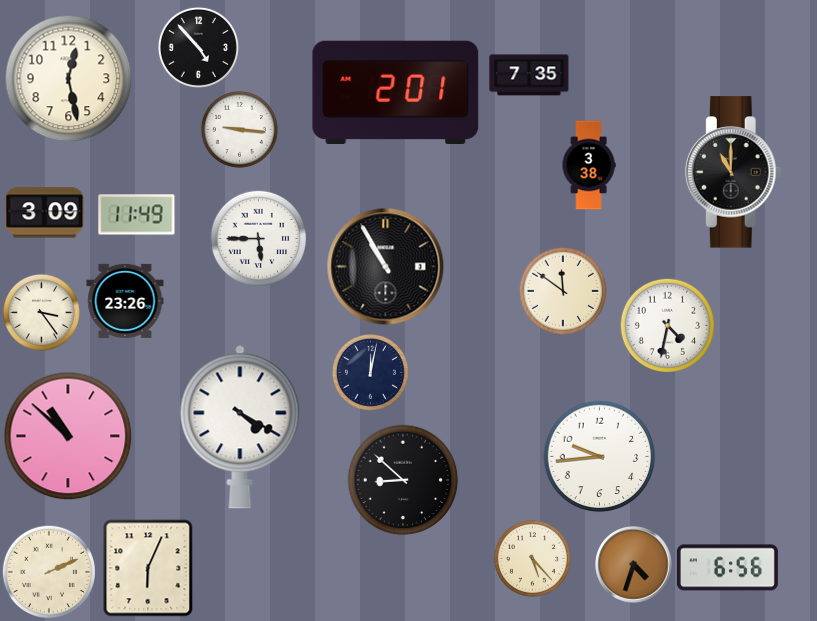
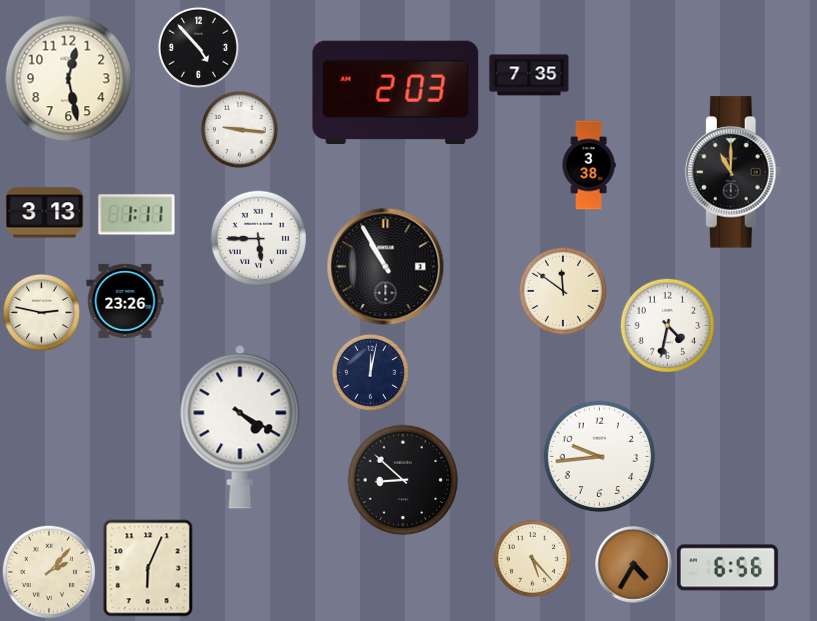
clock at (396, 92): 2:01 -> 2:03
clock at (45, 213): 3:09 -> 3:13
clock at (137, 215): 11:49 -> 1:11
clock at (41, 312): 3:24 -> 2:47
clock at (68, 436): 10:52 -> none
clock at (634, 565): 4:33 -> 4:35
clock at (48, 571): 2:11 -> 2:07
